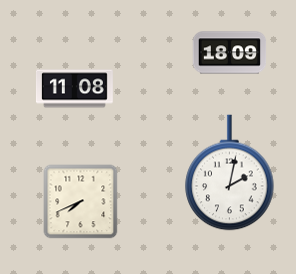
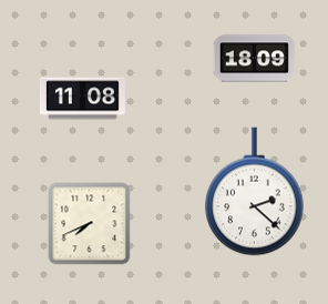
clock at (230, 173): 2:02 -> 2:22
